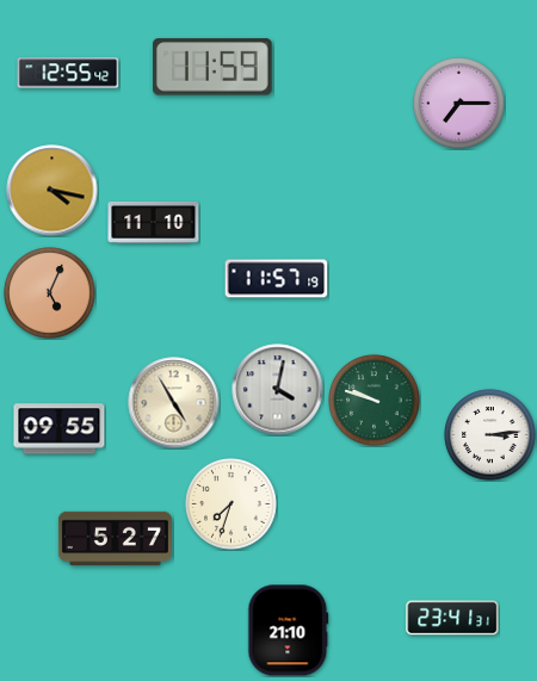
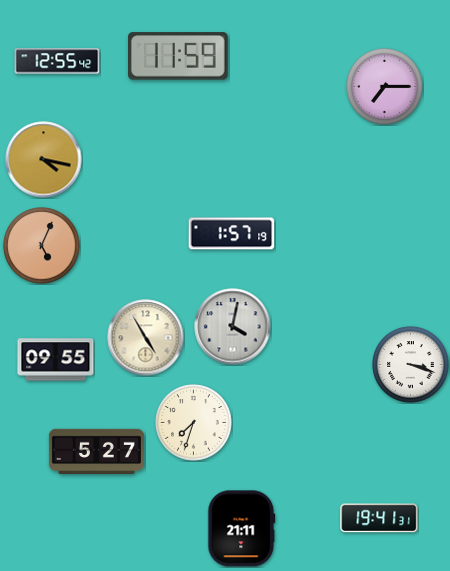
clock at (154, 222): 11:10 -> none
clock at (277, 279): 11:57 -> 1:57
clock at (375, 401): 9:48 -> none
clock at (60, 429) position: (60, 429) -> (56, 360)
clock at (490, 435): 3:14 -> 3:18
clock at (452, 618): 23:41 -> 19:41
clock at (289, 631): 21:10 -> 21:11
